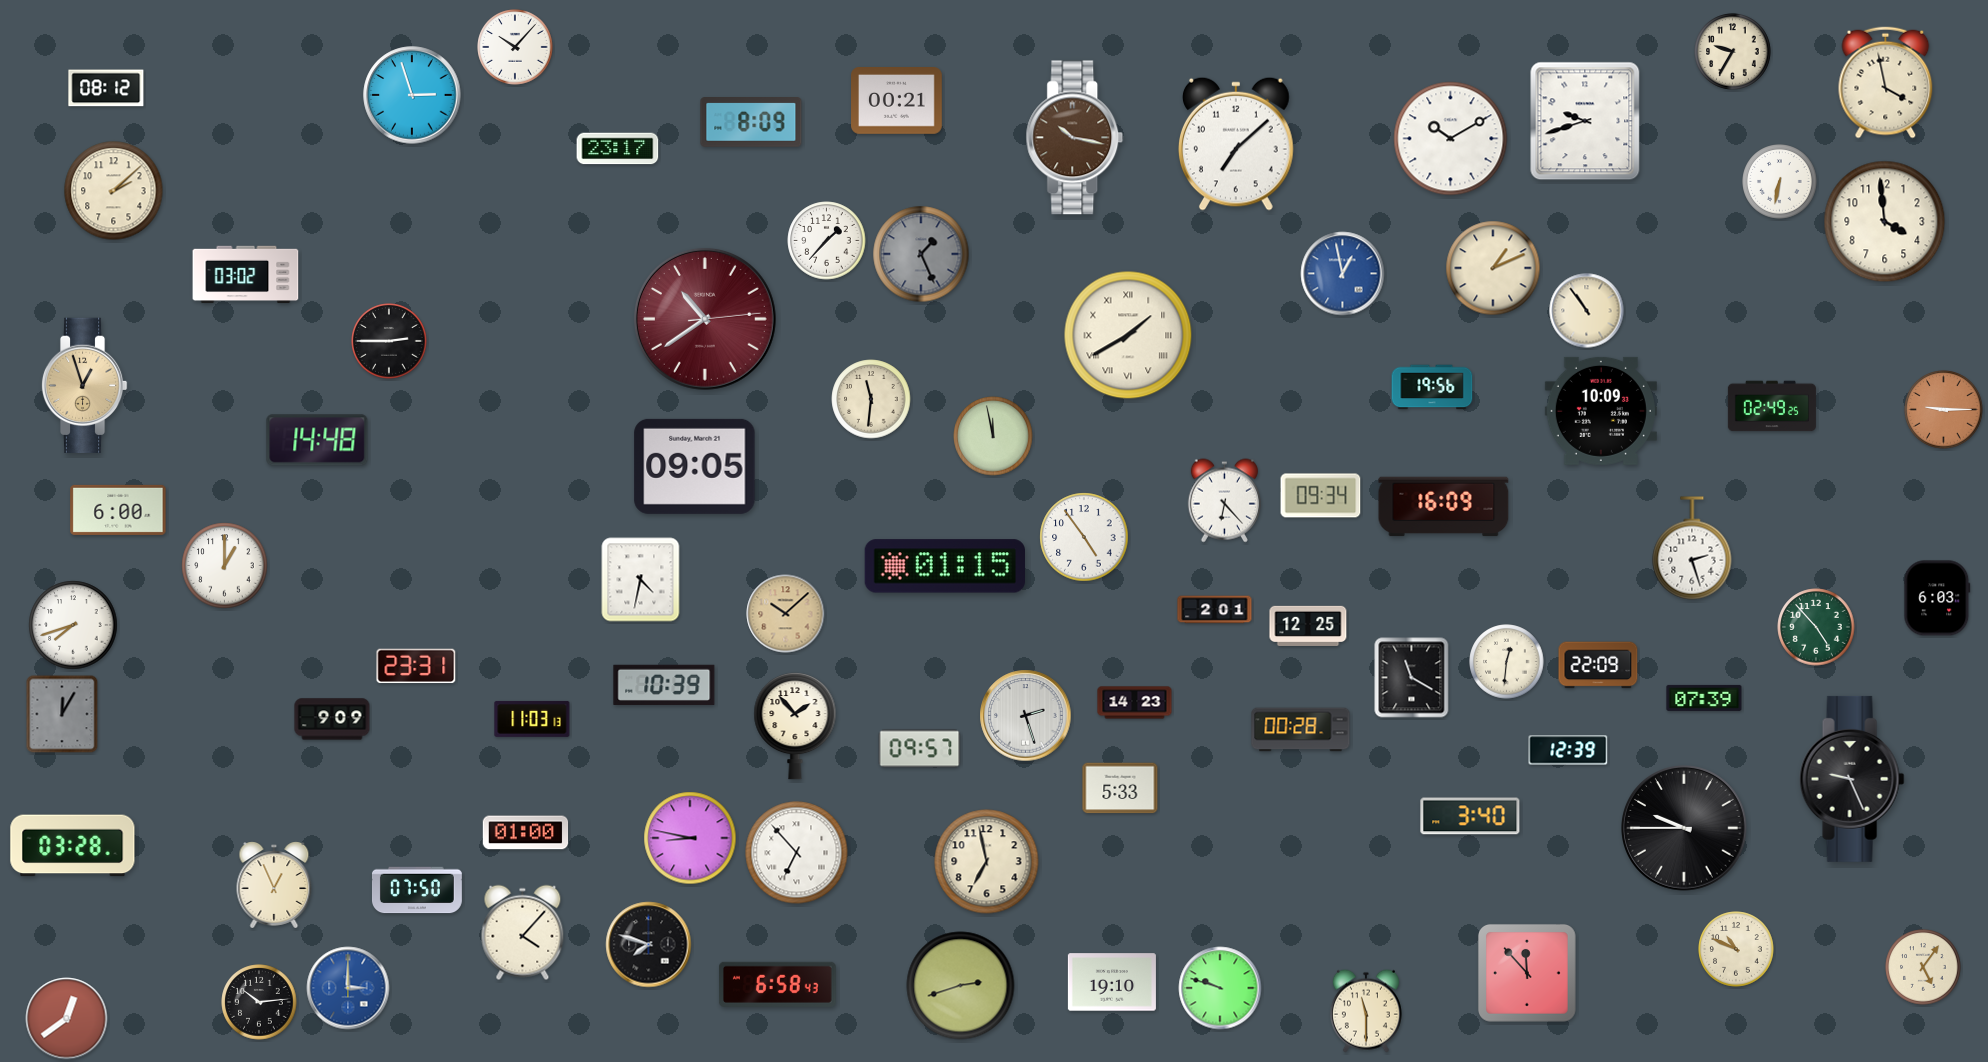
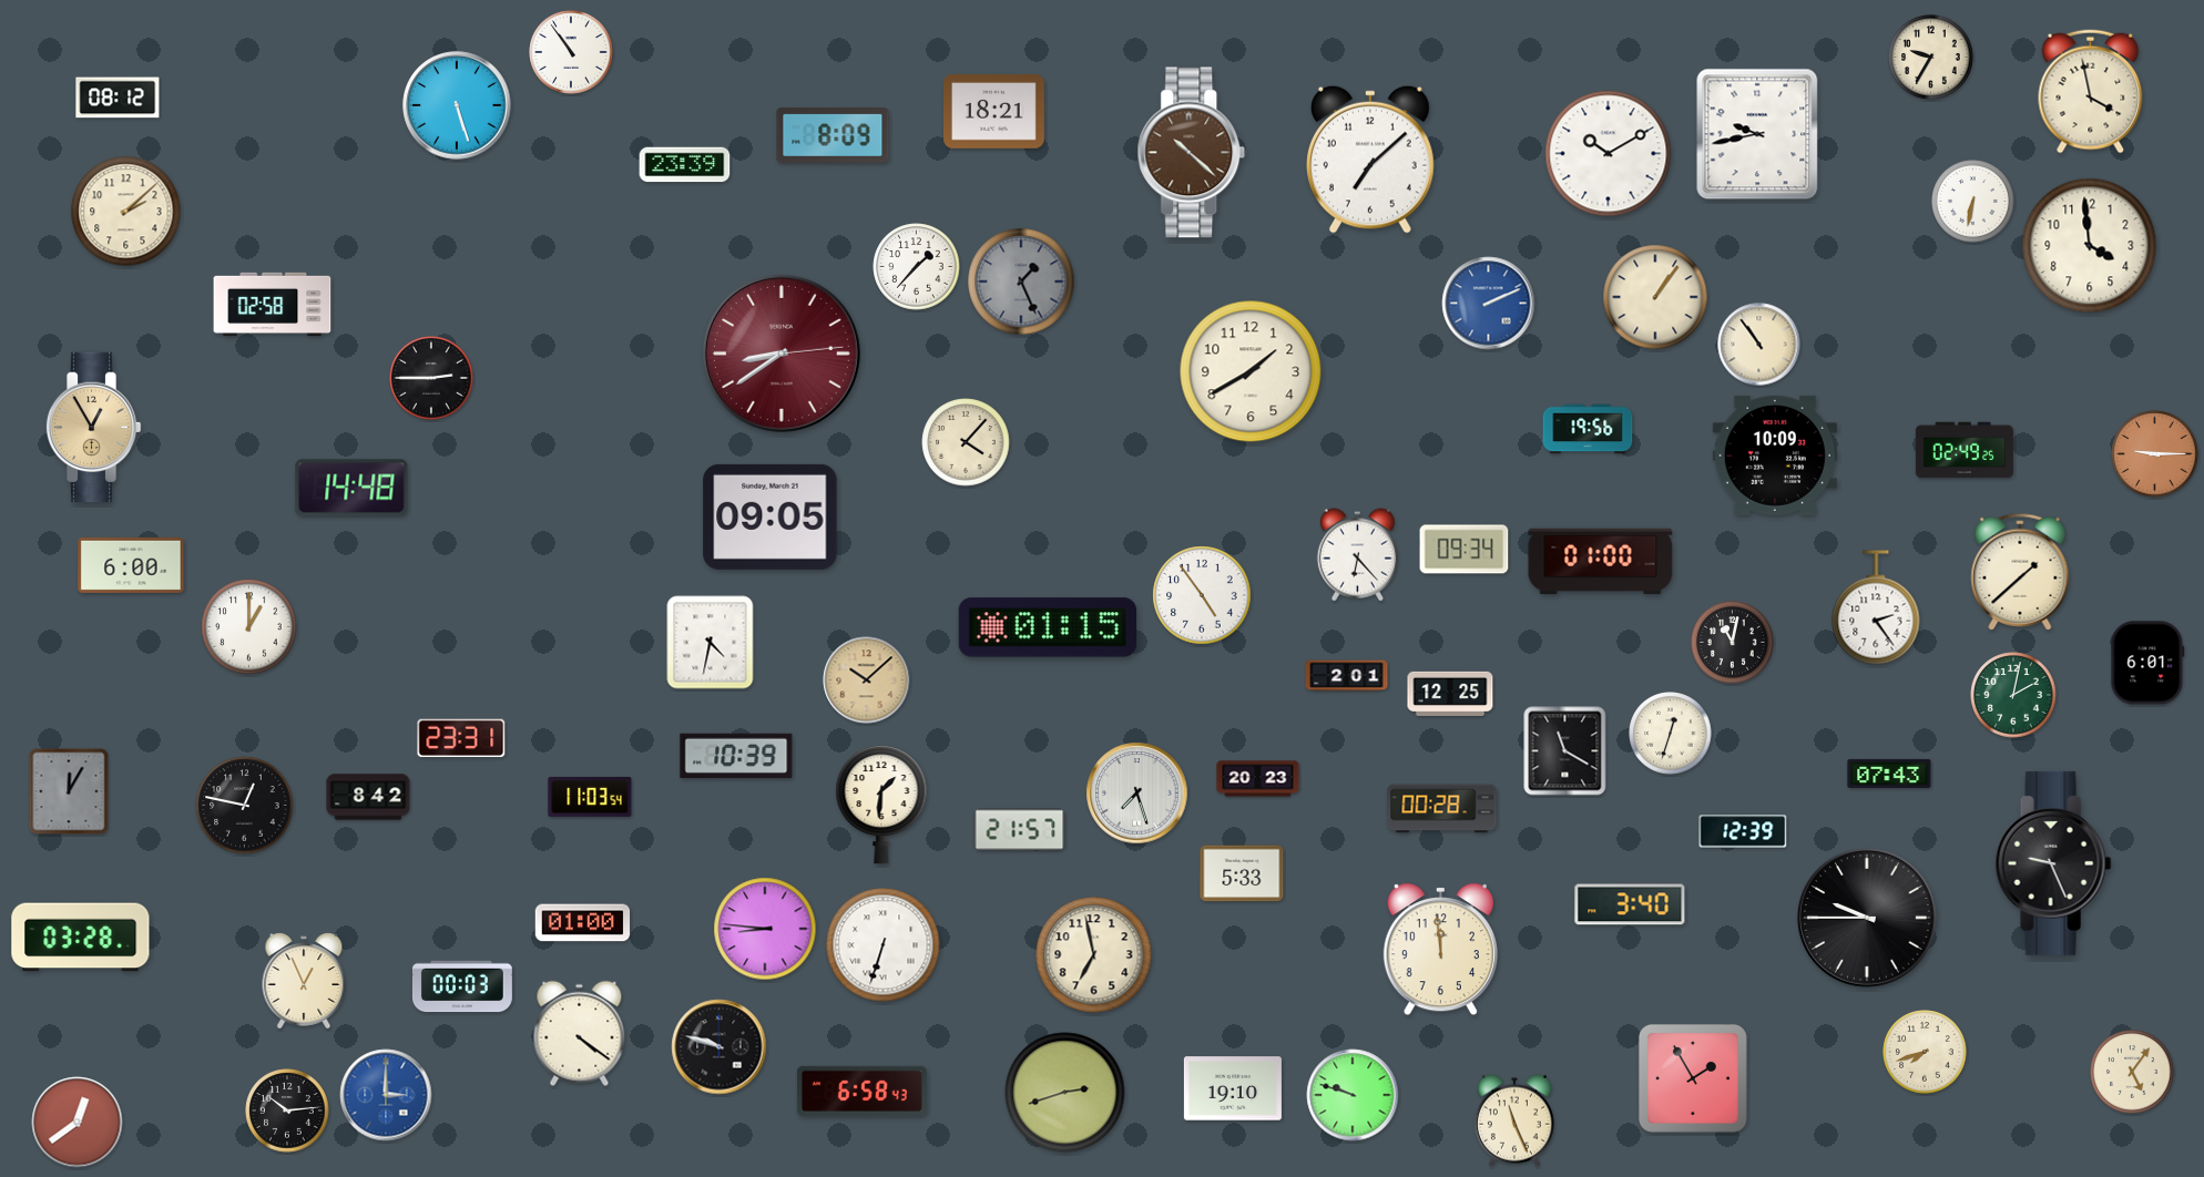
clock at (515, 47): 10:07 -> 10:54
clock at (1733, 52) position: (1733, 52) -> (1931, 58)
clock at (412, 95): 2:57 -> 5:27
clock at (897, 101): 00:21 -> 18:21
clock at (1585, 121): 9:42 -> 9:43
clock at (1075, 138): 10:17 -> 10:22
clock at (618, 149): 23:17 -> 23:39
clock at (1493, 268): 1:11 -> 1:06
clock at (1343, 274): 12:58 -> 2:11
clock at (246, 275): 03:02 -> 02:58
clock at (705, 319): 10:39 -> 8:39
clock at (1128, 335) numerals: Roman -> Arabic
clock at (84, 386): 12:57 -> 12:55
clock at (871, 399): 11:31 -> 4:07
clock at (993, 436): 11:58 -> none
clock at (1444, 507): 16:09 -> 01:00
clock at (2020, 572): none -> 1:38
clock at (1692, 548): 2:27 -> 2:24
clock at (1733, 643): none -> 11:02
clock at (1937, 598): 6:03 -> 6:01
clock at (786, 614) position: (786, 614) -> (867, 680)
clock at (73, 625): 7:42 -> none
clock at (1816, 627): 4:53 -> 2:02
clock at (1507, 662): 12:31 -> 12:33
clock at (1598, 665): 22:09 -> none
clock at (664, 685) position: (664, 685) -> (736, 756)
clock at (1704, 698): 07:39 -> 07:43
clock at (1135, 703): 14:23 -> 20:23
clock at (1026, 716): 2:27 -> 7:27
clock at (332, 719): 9:09 -> 8:42
clock at (532, 719): 11:03:13 -> 11:03:54
clock at (795, 726): 1:53 -> 1:31
clock at (245, 806): none -> 12:47
clock at (920, 749): 09:57 -> 21:57
clock at (1568, 750) position: (1568, 750) -> (1743, 831)
clock at (690, 838): 8:47 -> 8:46
clock at (797, 853): 6:53 -> 6:33
clock at (1440, 950): none -> 11:59
clock at (417, 890): 07:50 -> 00:03
clock at (523, 933): 4:07 -> 4:21
clock at (649, 945): 7:48 -> 9:48
clock at (1736, 949): 10:49 -> 7:42
clock at (1527, 973): 11:53 -> 1:55
clock at (1366, 1011): 11:30 -> 11:26
clock at (67, 1019) position: (67, 1019) -> (78, 1123)
